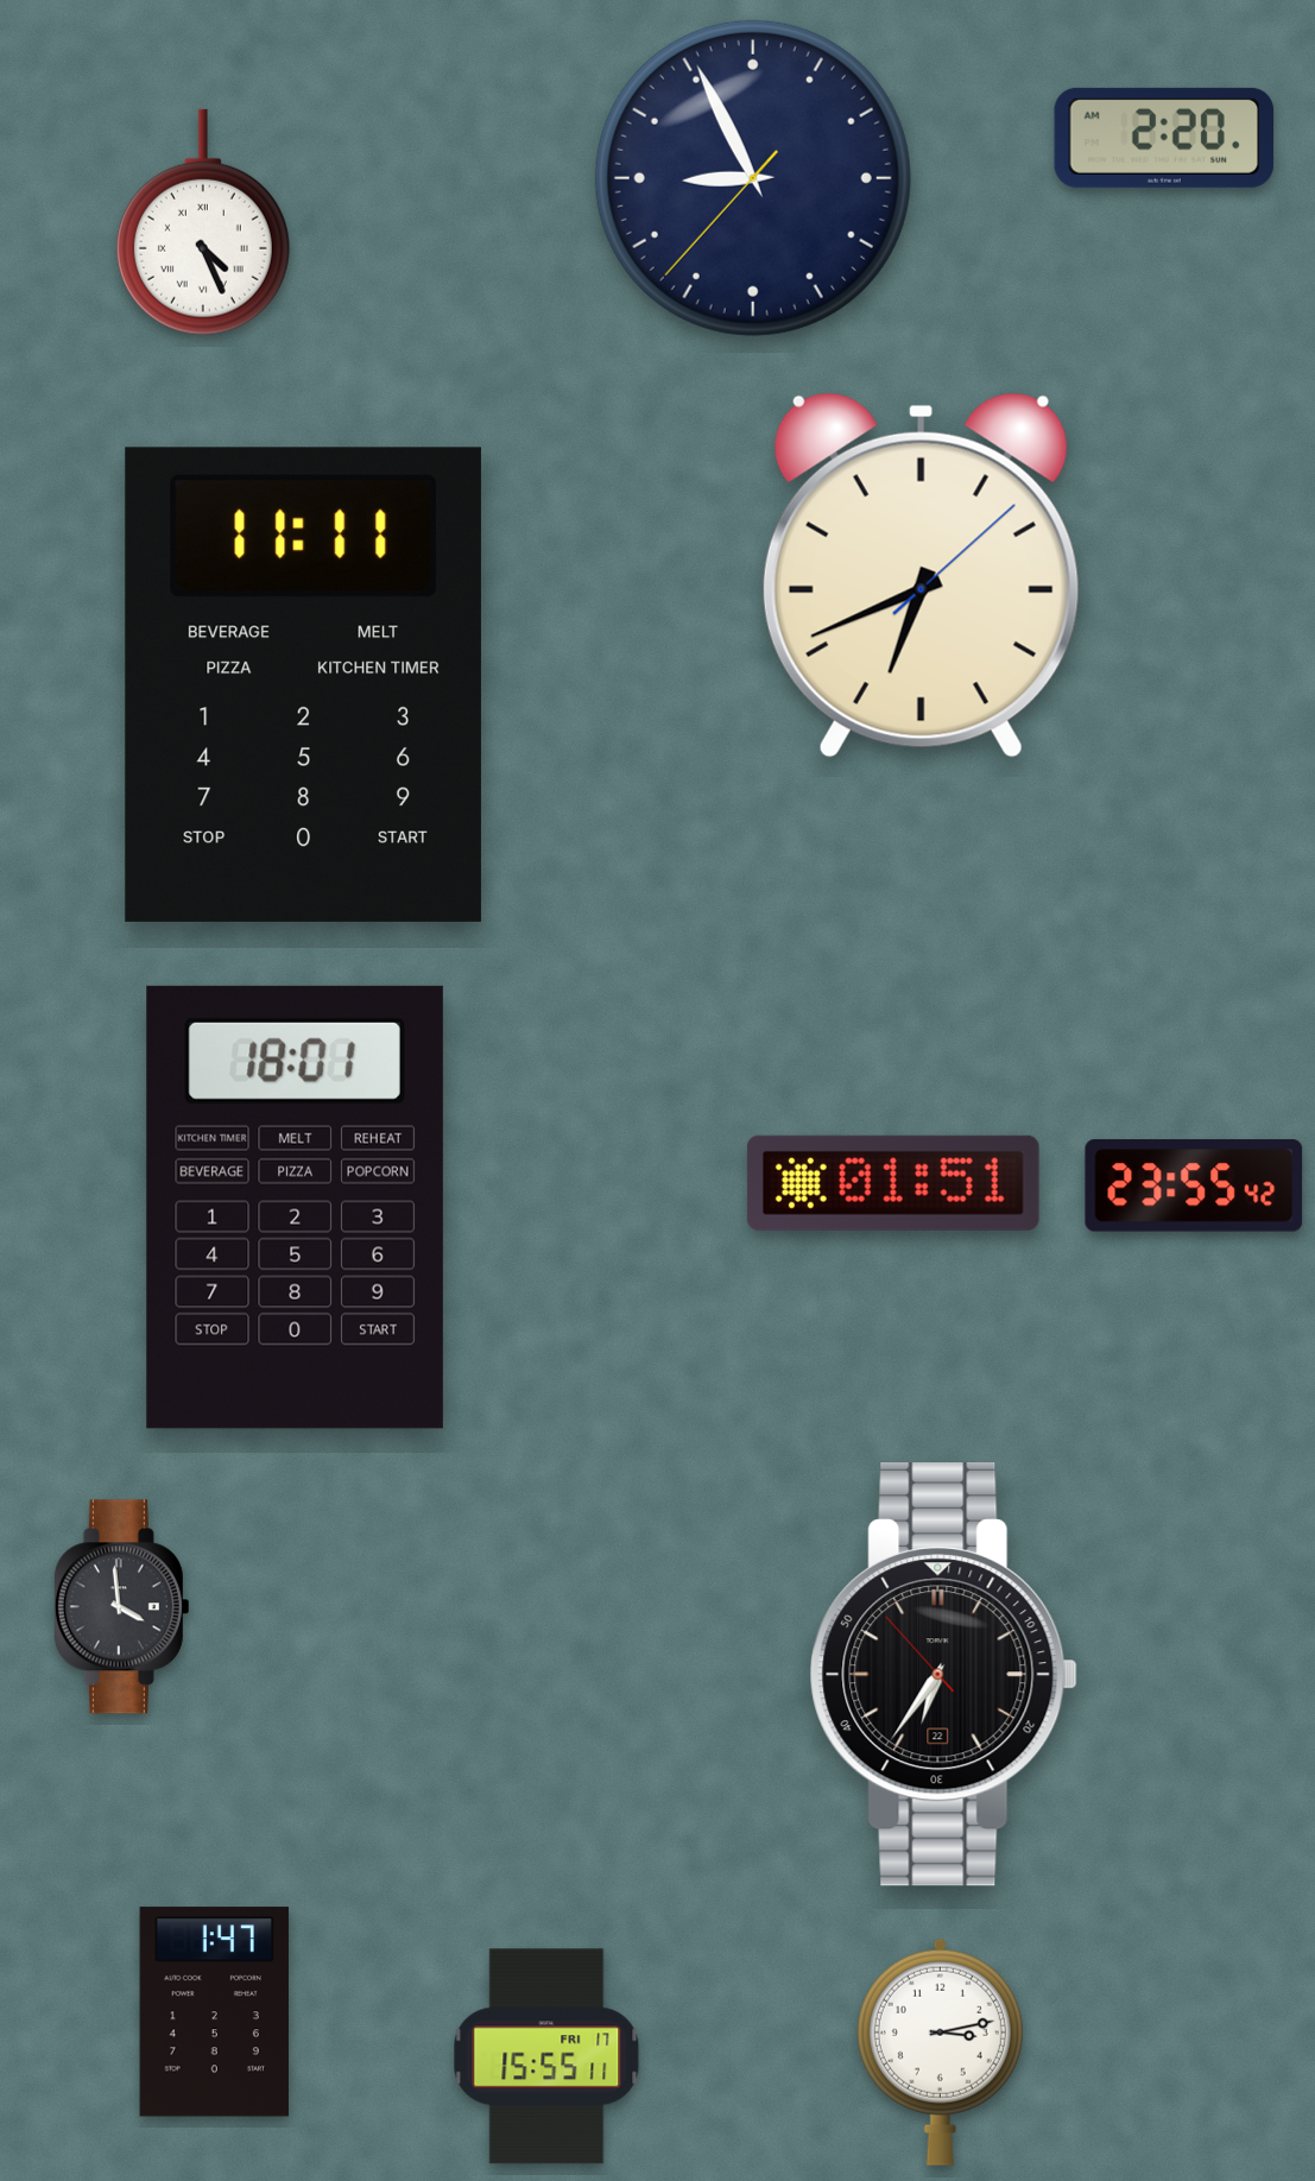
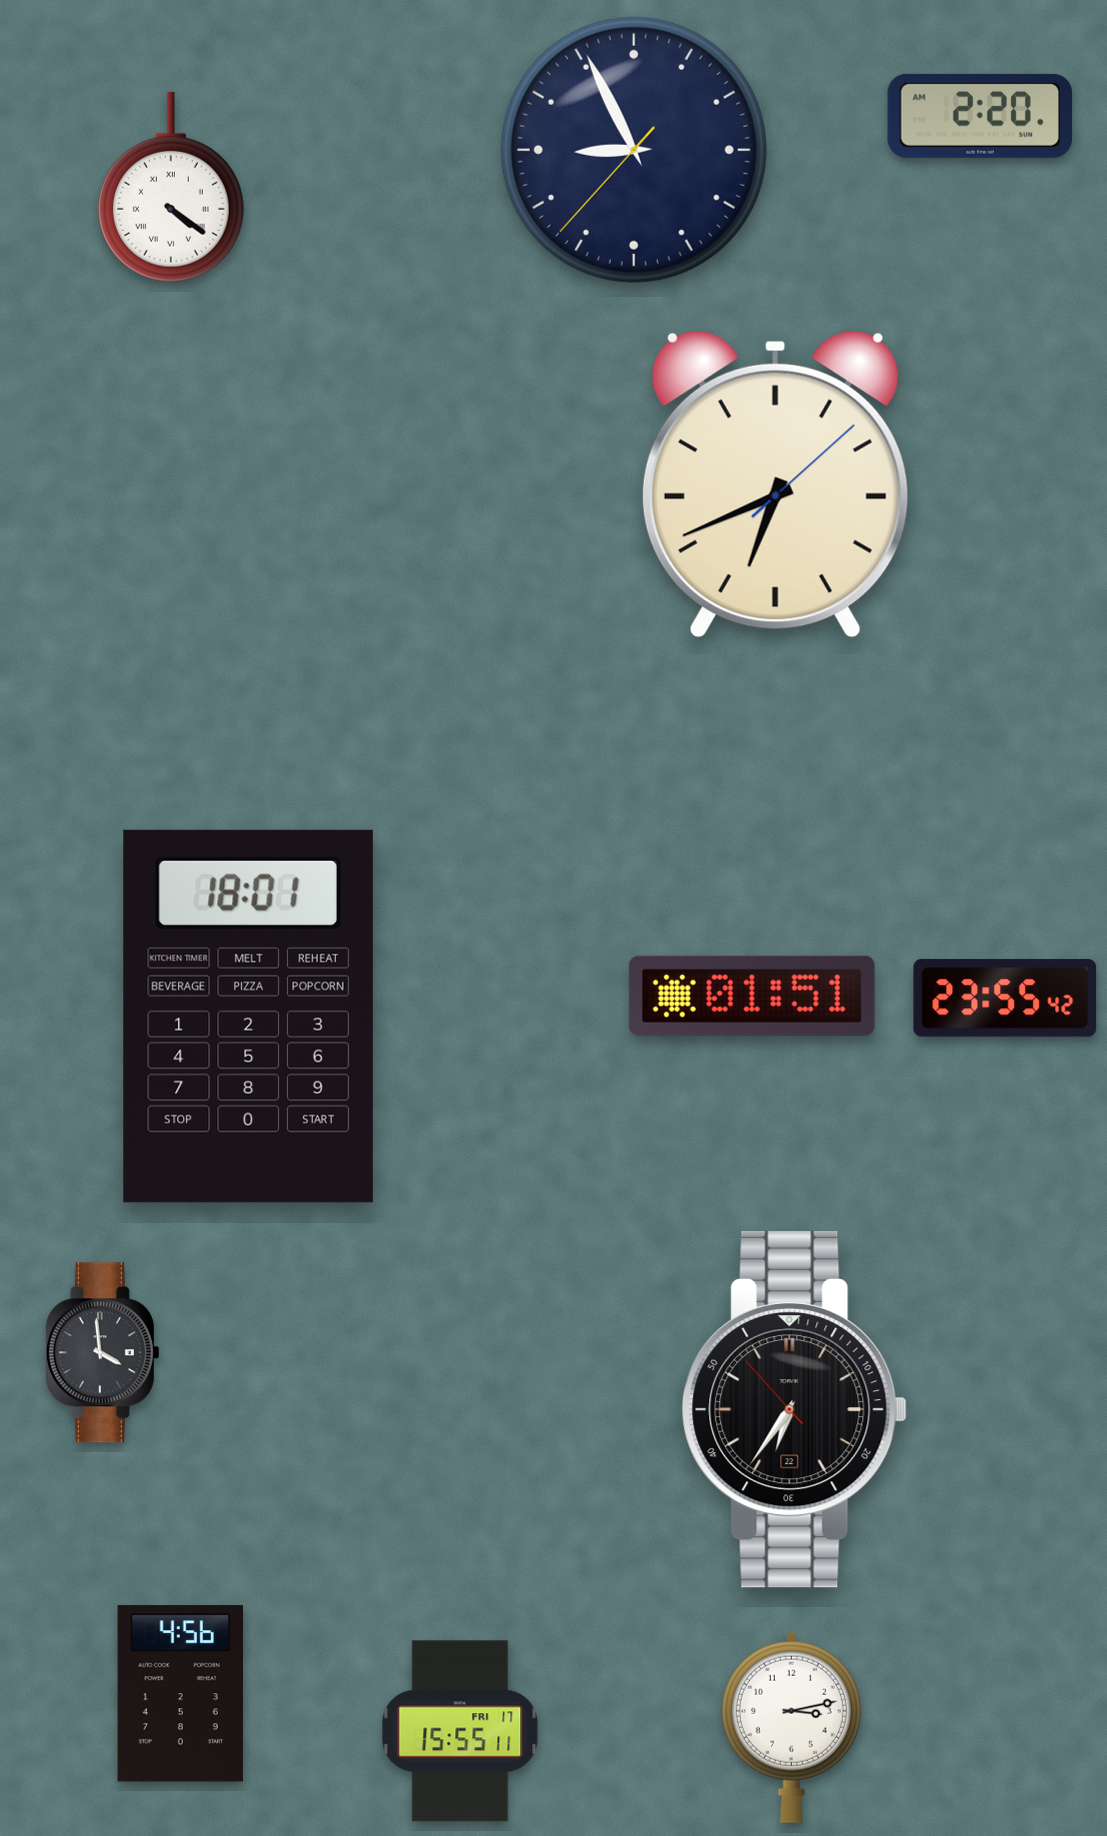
clock at (203, 222): 4:26 -> 4:21
clock at (303, 684): 11:11 -> none
clock at (214, 2012): 1:47 -> 4:56
